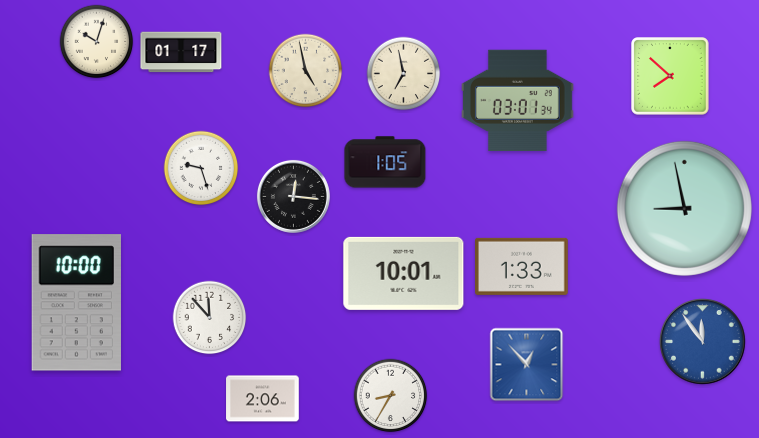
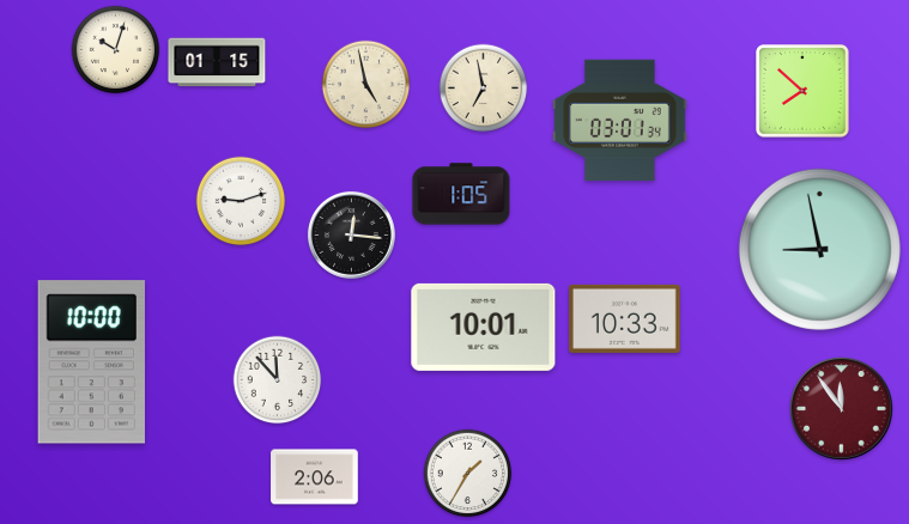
clock at (181, 52): 01:17 -> 01:15
clock at (201, 168): 9:27 -> 9:12
clock at (522, 266): 1:33 -> 10:33
clock at (210, 318) position: (210, 318) -> (278, 380)
clock at (703, 342) dial: blue -> burgundy
clock at (527, 365): 12:53 -> none
clock at (391, 396): 8:35 -> 1:35
